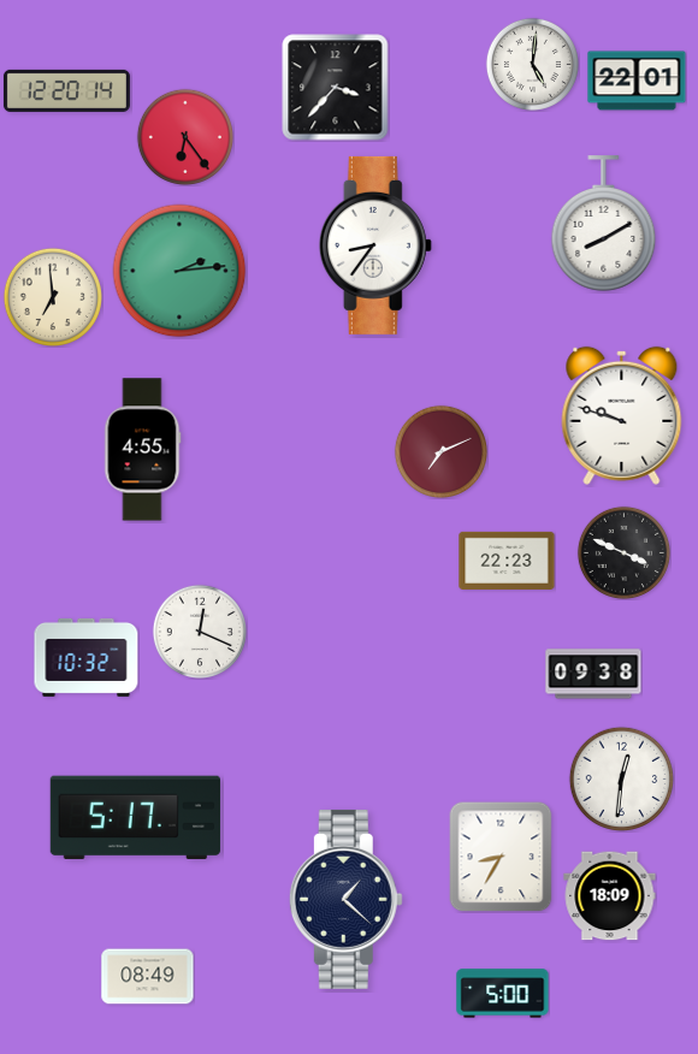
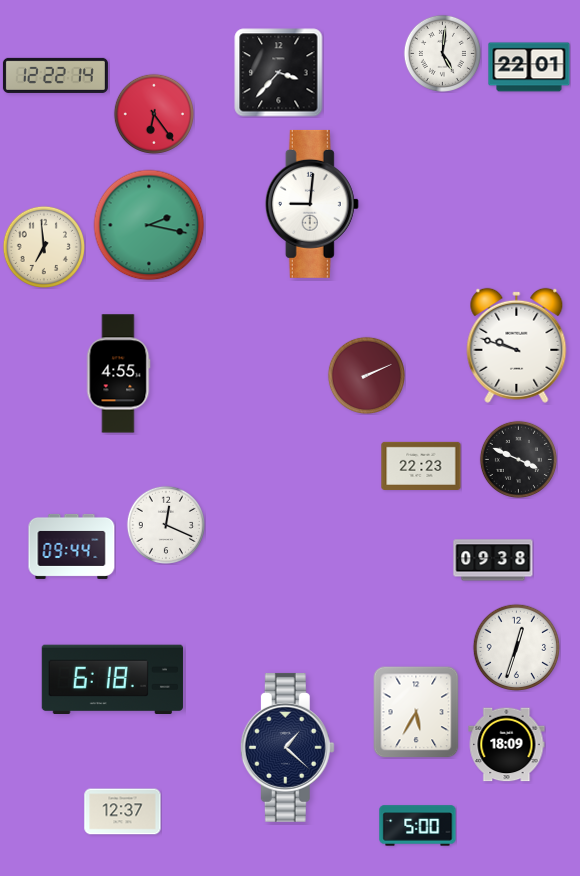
clock at (66, 90): 12:20 -> 12:22
clock at (604, 224): 8:10 -> none
clock at (375, 245): 8:36 -> 9:01
clock at (179, 271): 2:14 -> 2:17
clock at (440, 451): 7:11 -> 2:11
clock at (87, 657): 10:32 -> 09:44
clock at (621, 778): 12:31 -> 12:33
clock at (135, 818): 5:17 -> 6:18
clock at (501, 857): 8:35 -> 5:35
clock at (148, 977): 08:49 -> 12:37
